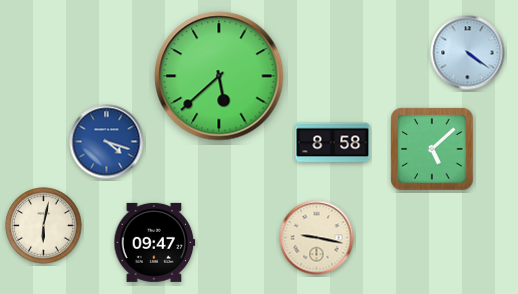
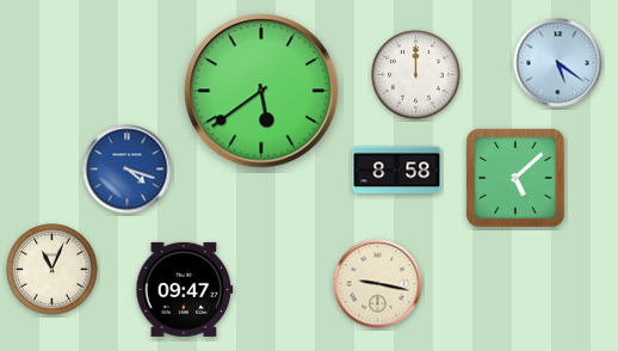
clock at (468, 53): 4:21 -> 5:21
clock at (416, 75): none -> 12:00
clock at (219, 76): 5:38 -> 5:39
clock at (44, 226): 6:02 -> 11:04
